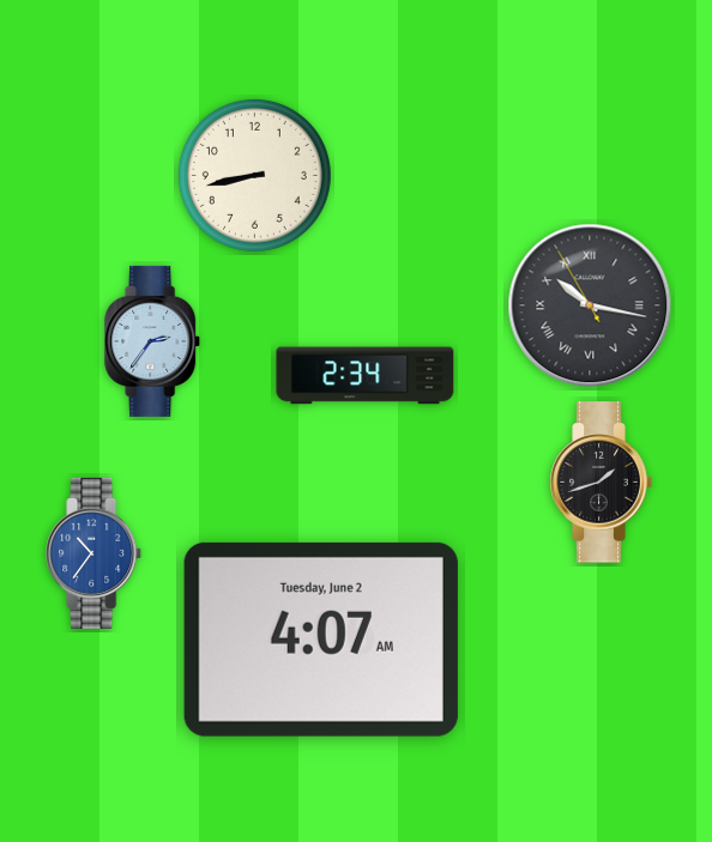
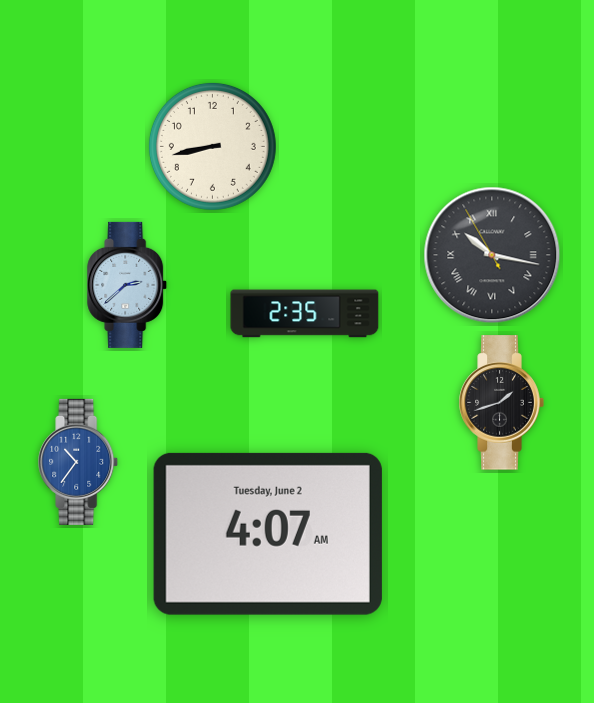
clock at (153, 341): 2:36 -> 2:38
clock at (366, 376): 2:34 -> 2:35
